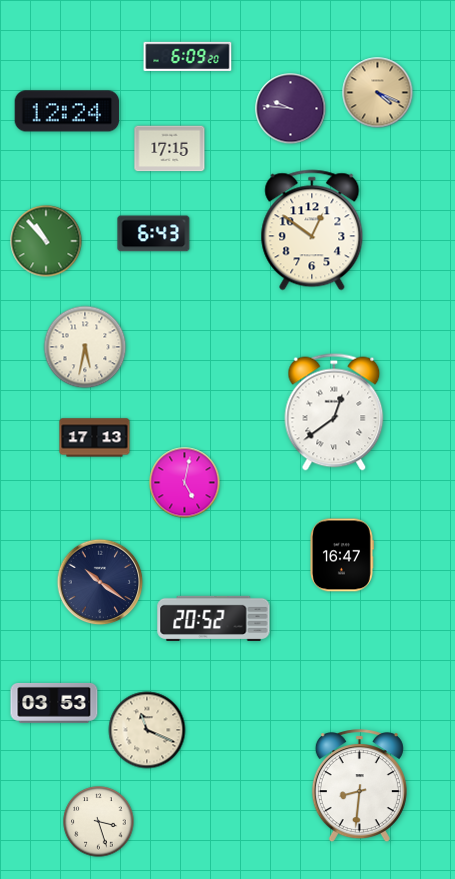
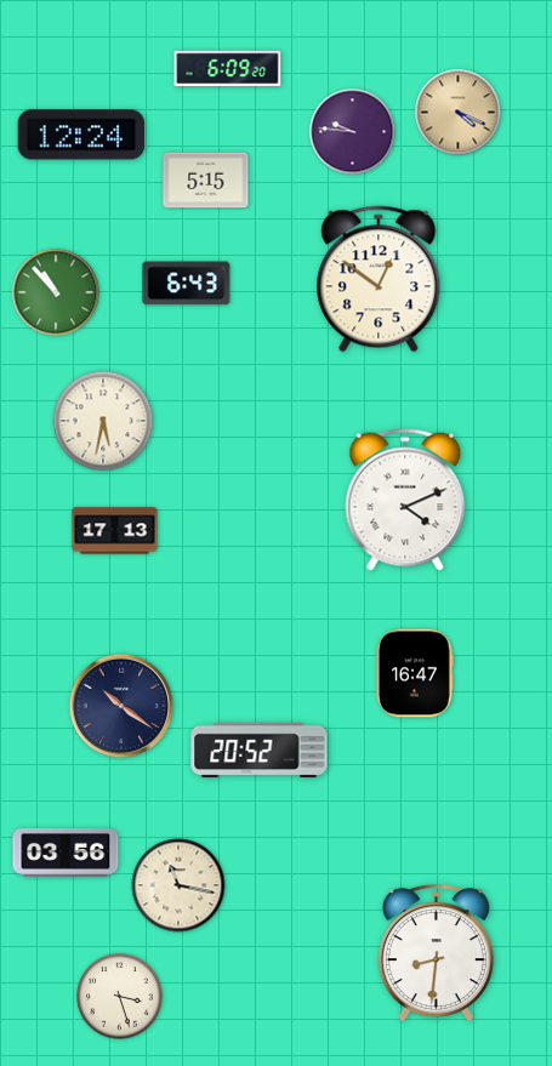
clock at (170, 149): 17:15 -> 5:15
clock at (334, 412): 12:39 -> 4:11
clock at (185, 483): 5:02 -> none
clock at (54, 703): 03:53 -> 03:56
clock at (147, 730): 11:19 -> 11:17
